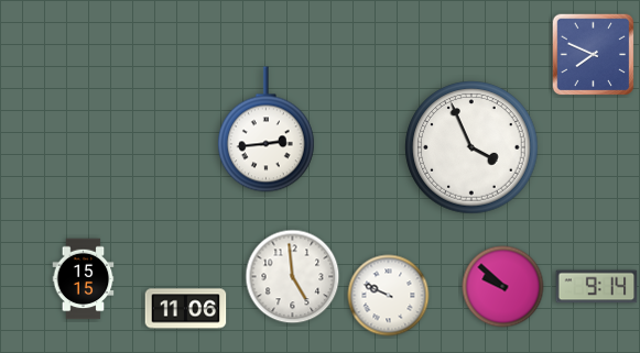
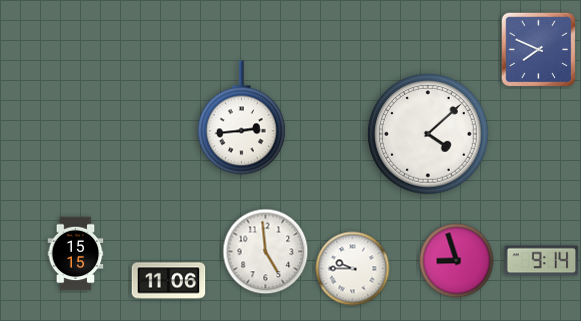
clock at (471, 147): 3:56 -> 4:08
clock at (503, 287): 9:52 -> 8:57
clock at (389, 296): 9:49 -> 9:45
